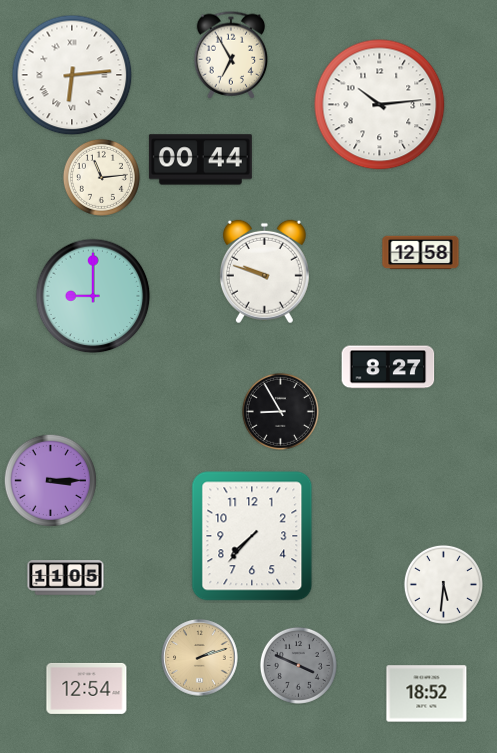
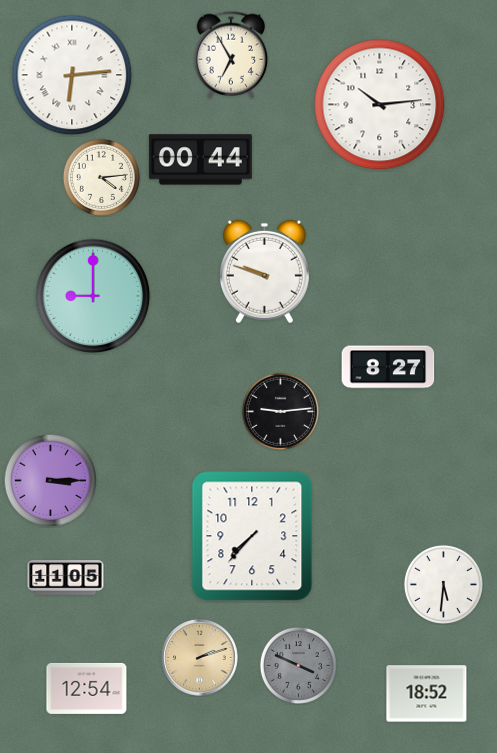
clock at (101, 177): 11:14 -> 4:14
clock at (421, 253): 12:58 -> none
clock at (280, 411): 8:55 -> 9:14
